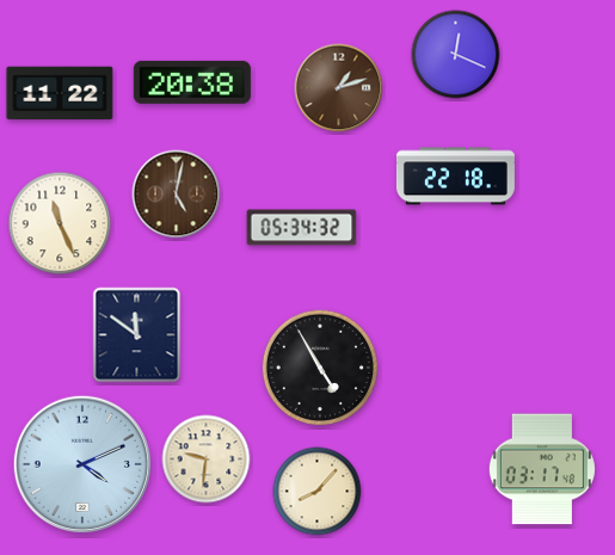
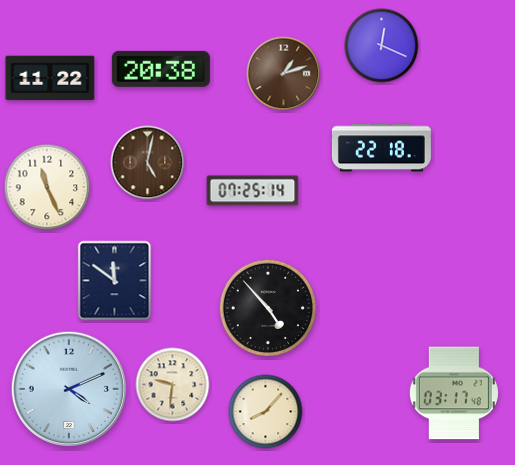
clock at (60, 223) position: (60, 223) -> (47, 187)
clock at (302, 228): 05:34 -> 07:25
clock at (319, 366): 4:55 -> 4:53
